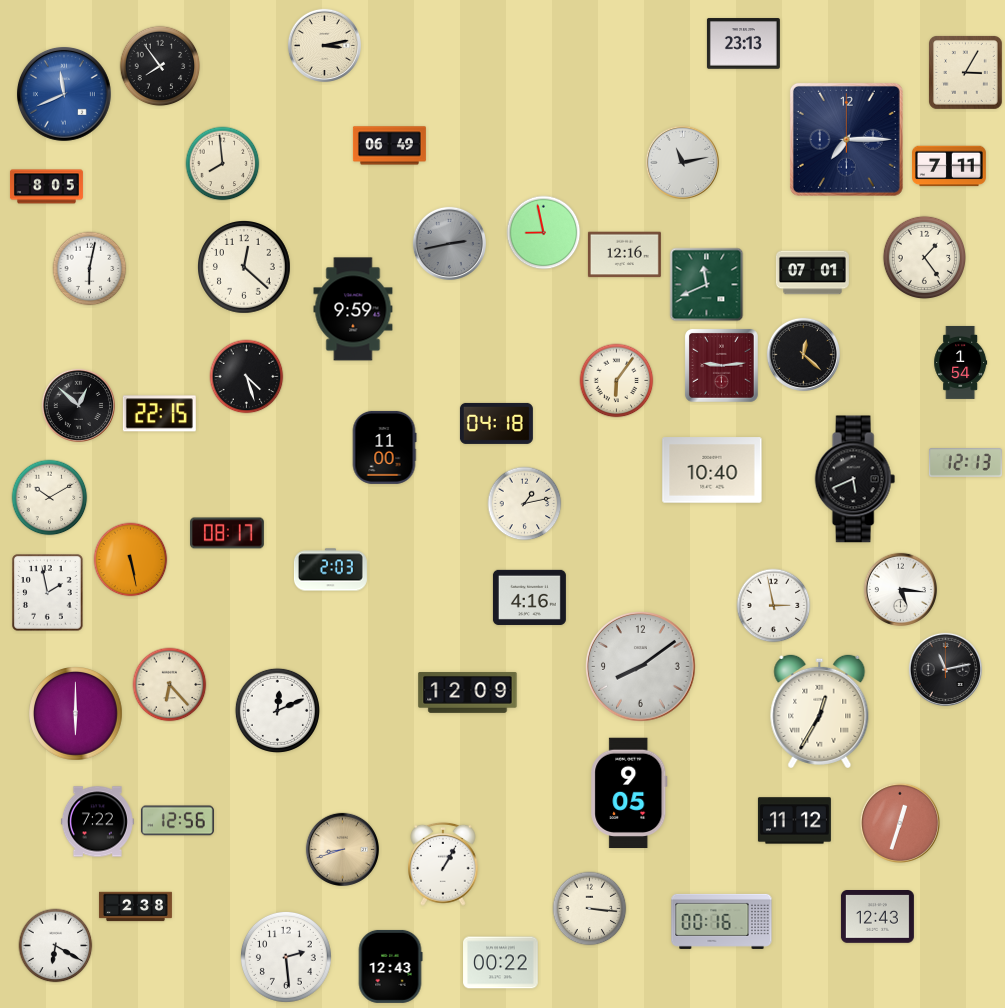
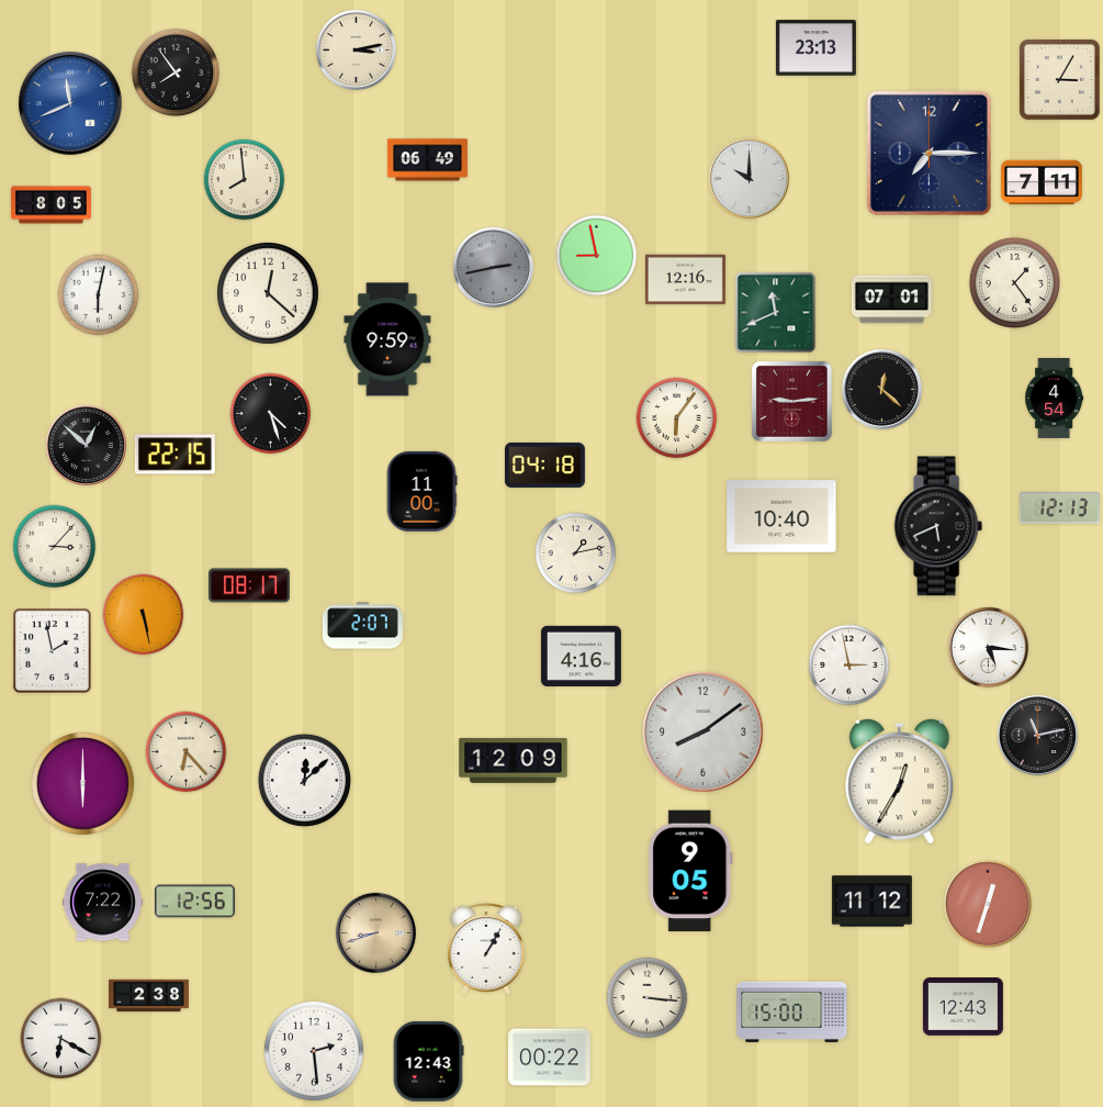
clock at (682, 162): 11:13 -> 10:00
clock at (961, 362): 1:54 -> 4:54
clock at (50, 498): 10:10 -> 3:07
clock at (330, 570): 2:03 -> 2:07
clock at (277, 710): 12:11 -> 12:08
clock at (97, 822) position: (97, 822) -> (102, 903)
clock at (722, 921): 00:16 -> 15:00
